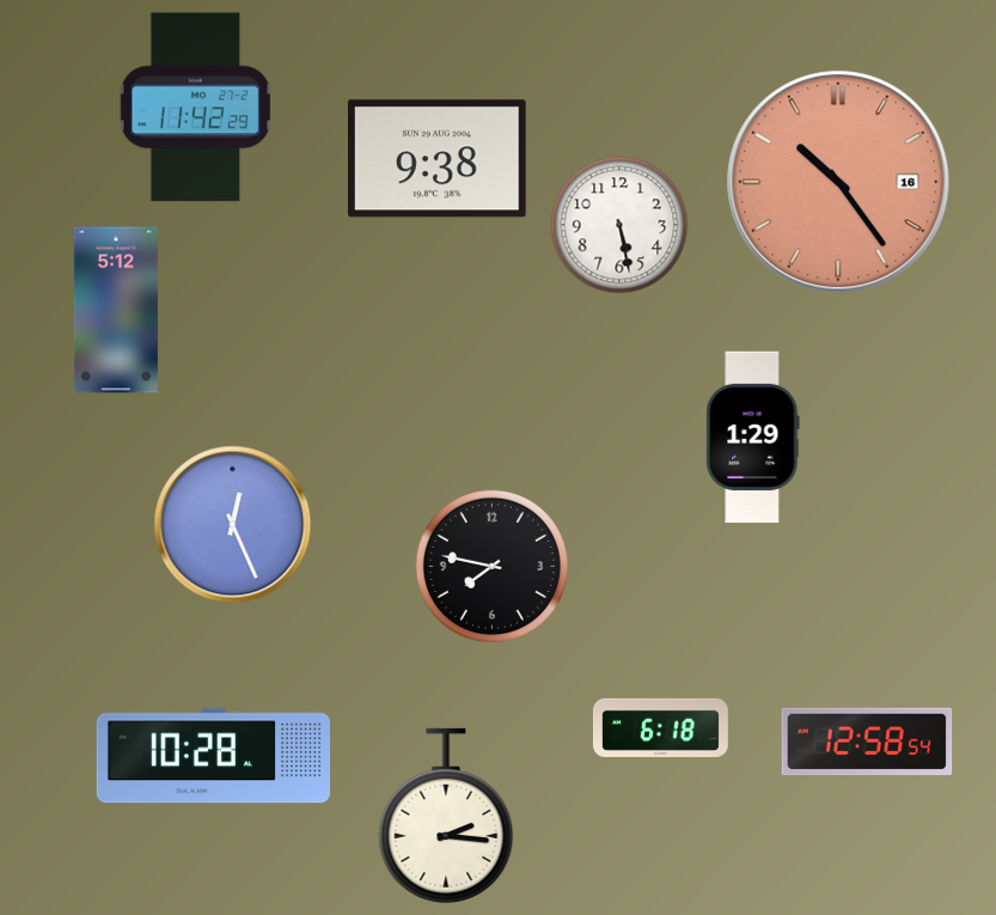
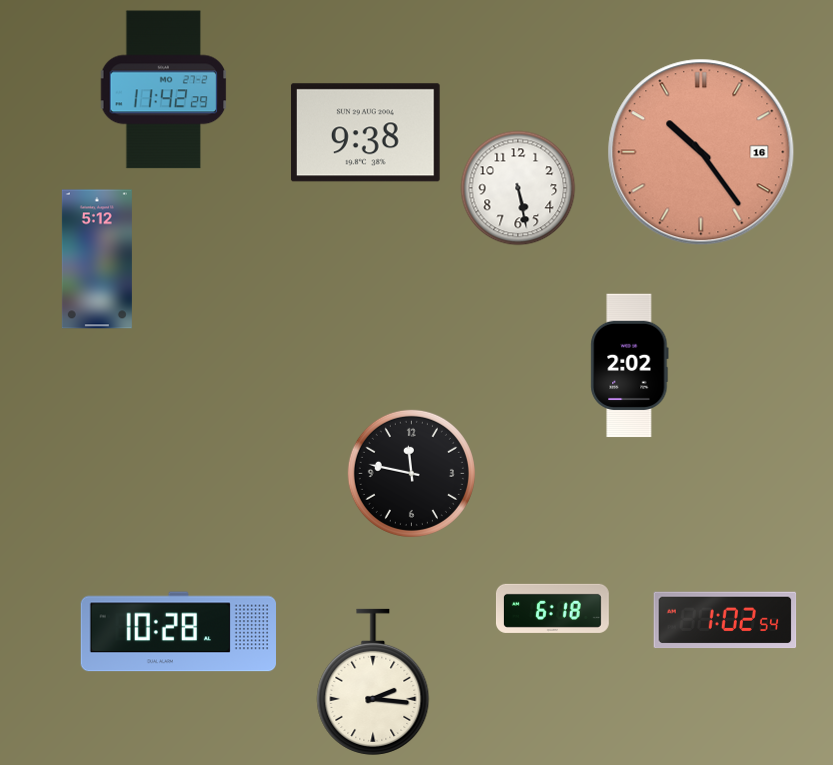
clock at (753, 438): 1:29 -> 2:02
clock at (233, 525): 12:26 -> none
clock at (491, 566): 7:47 -> 11:47
clock at (867, 742): 12:58 -> 1:02
